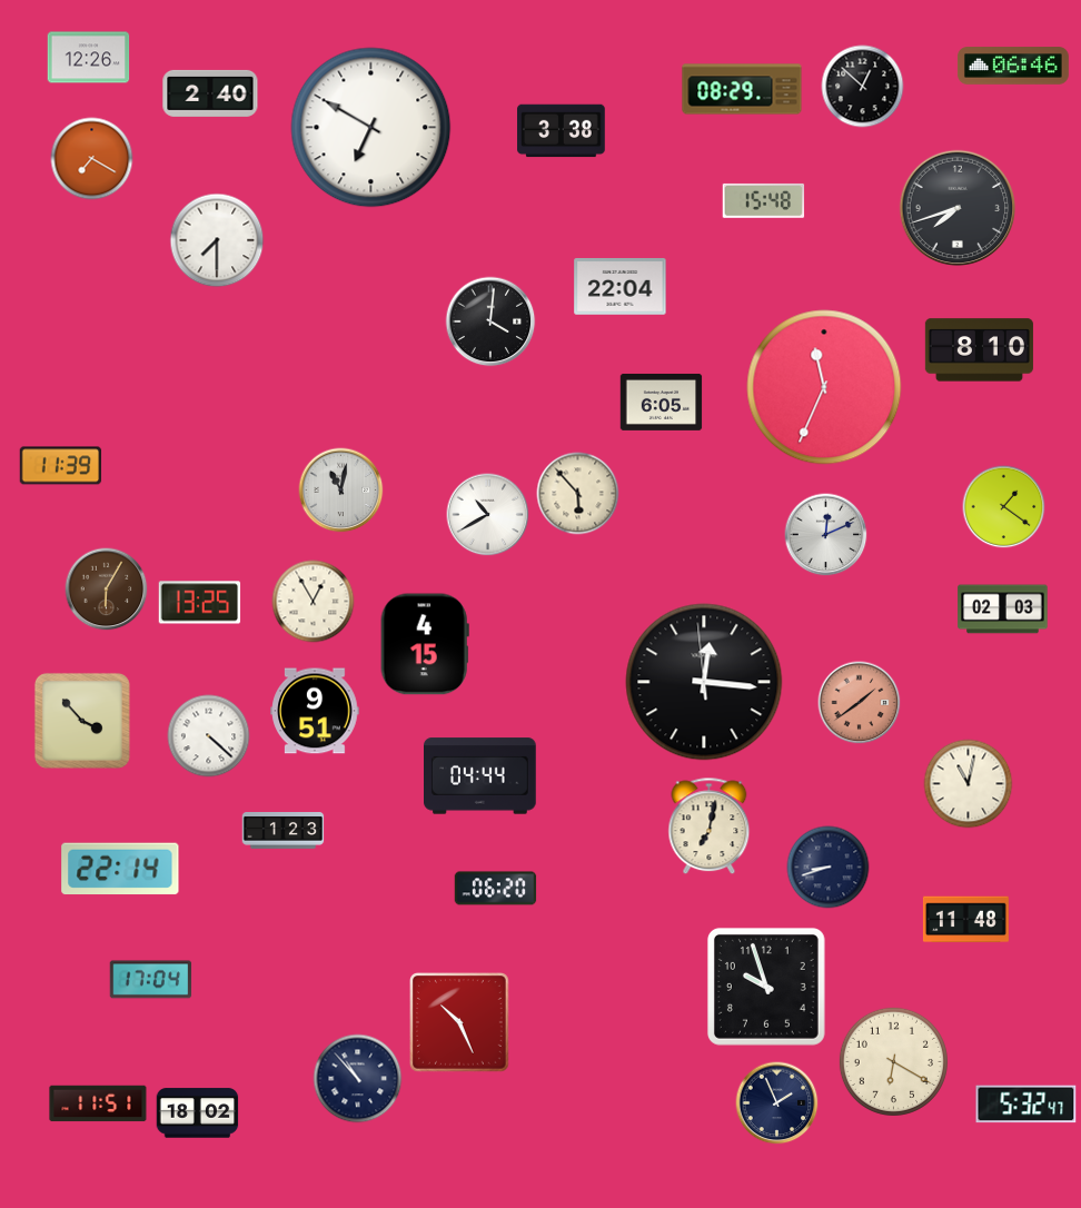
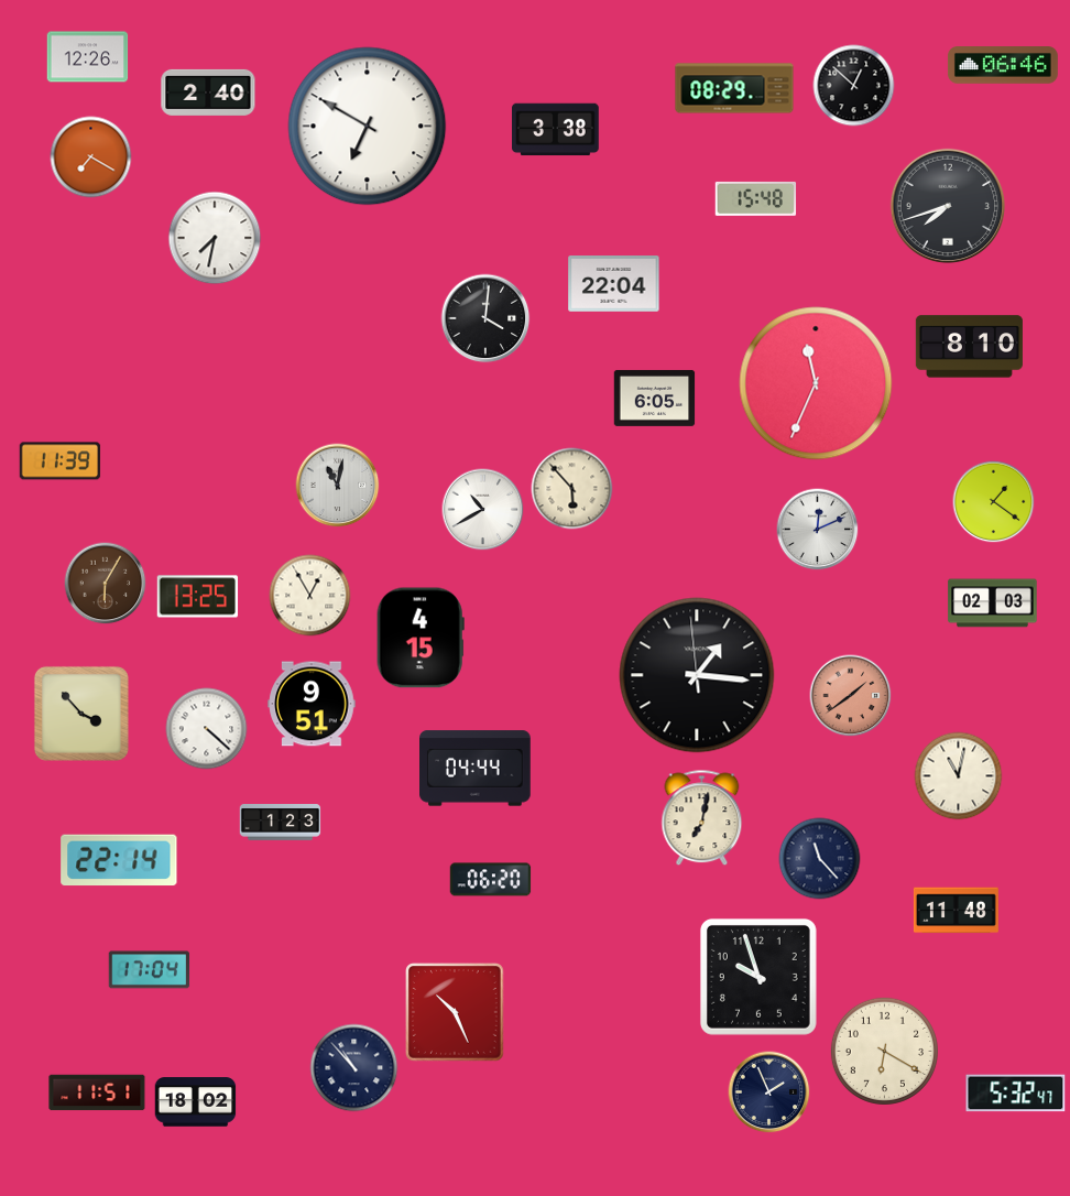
clock at (217, 240): 7:30 -> 7:32
clock at (704, 682): 12:15 -> 1:15
clock at (829, 868): 8:42 -> 11:23
